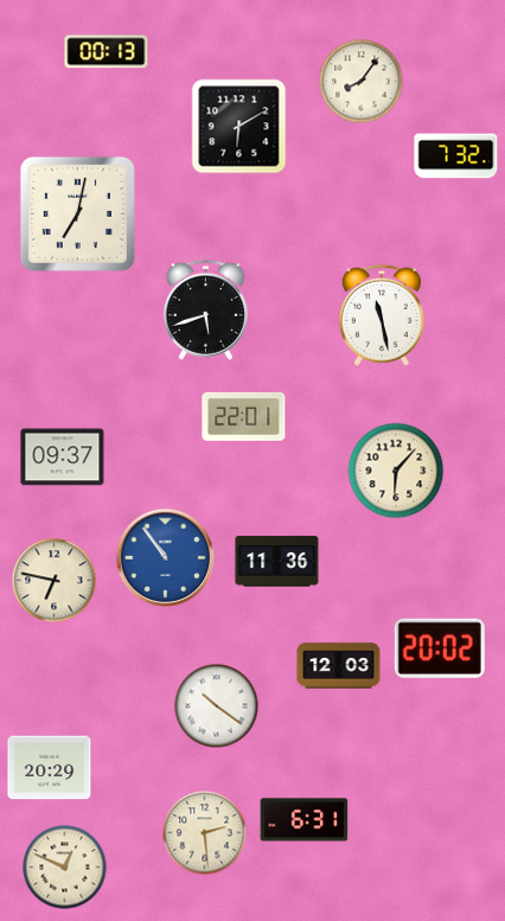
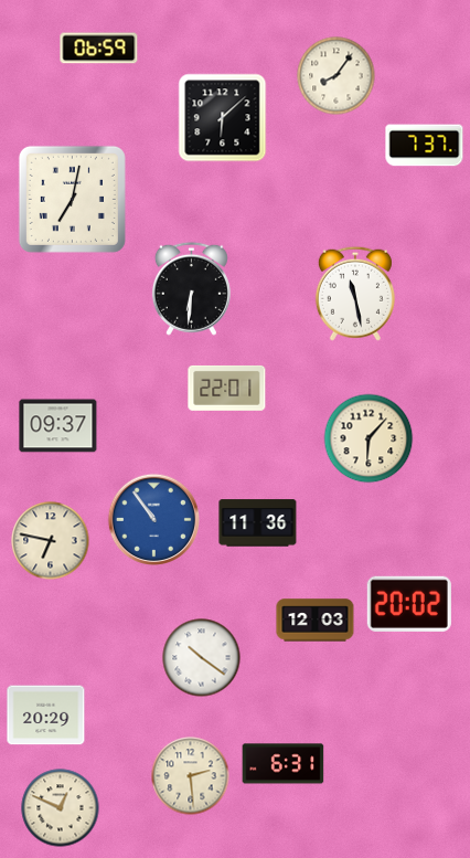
clock at (107, 52): 00:13 -> 06:59
clock at (239, 127): 6:10 -> 6:08
clock at (456, 156): 7:32 -> 7:37
clock at (205, 309): 5:42 -> 6:31
